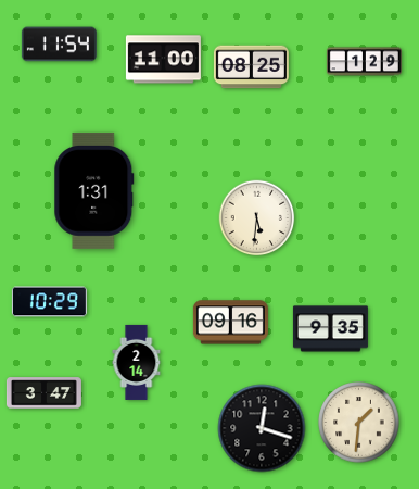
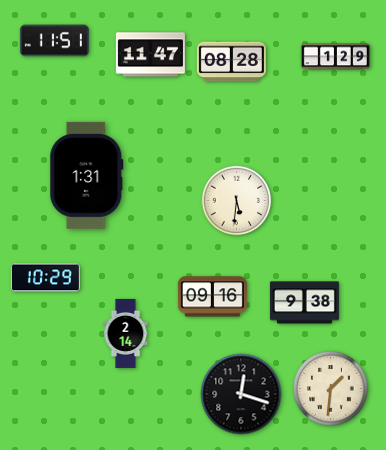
clock at (59, 45): 11:54 -> 11:51
clock at (163, 60): 11:00 -> 11:47
clock at (251, 67): 08:25 -> 08:28
clock at (330, 329): 9:35 -> 9:38
clock at (43, 393): 3:47 -> none
